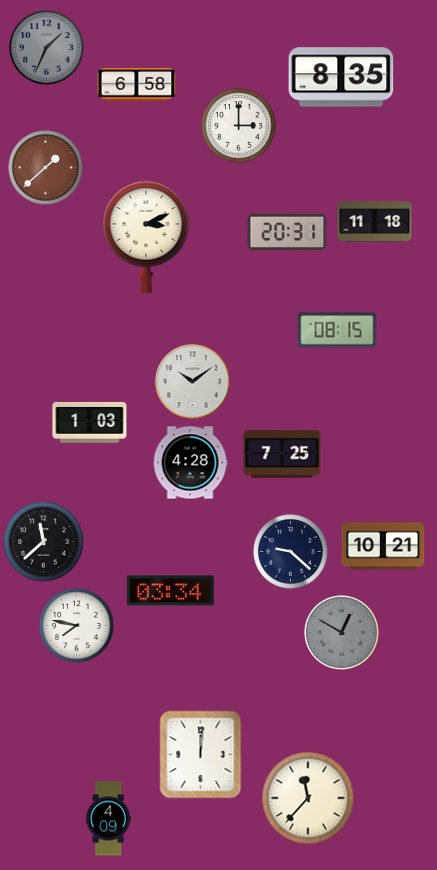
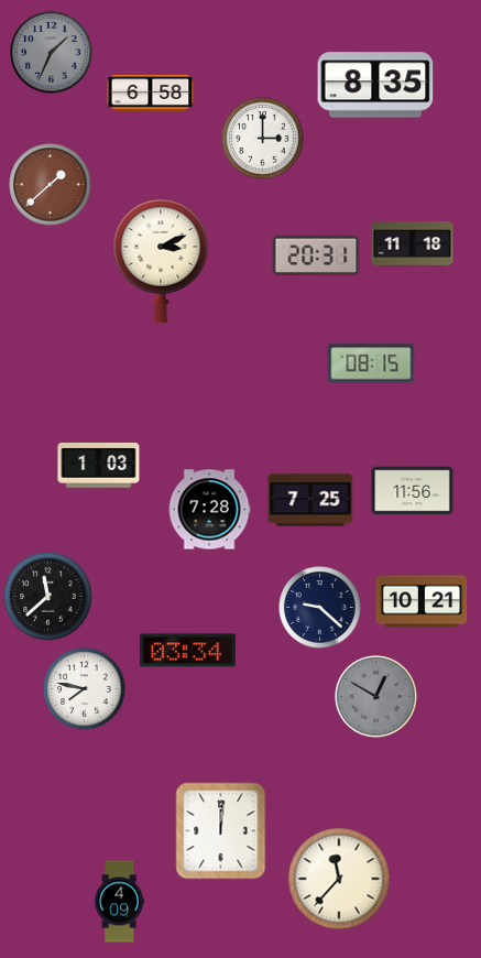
clock at (193, 382): 10:09 -> none
clock at (413, 491): none -> 11:56
clock at (190, 463): 4:28 -> 7:28
